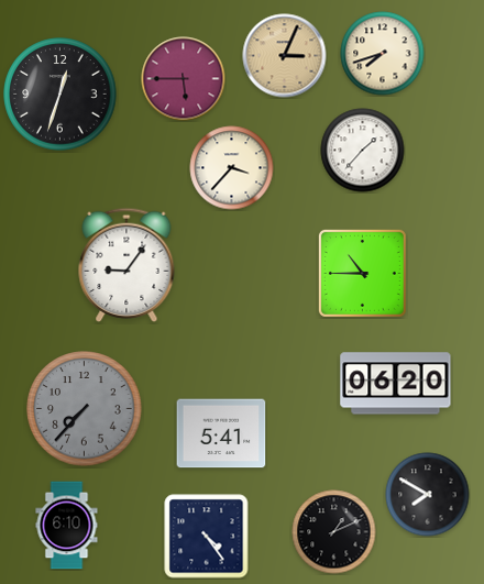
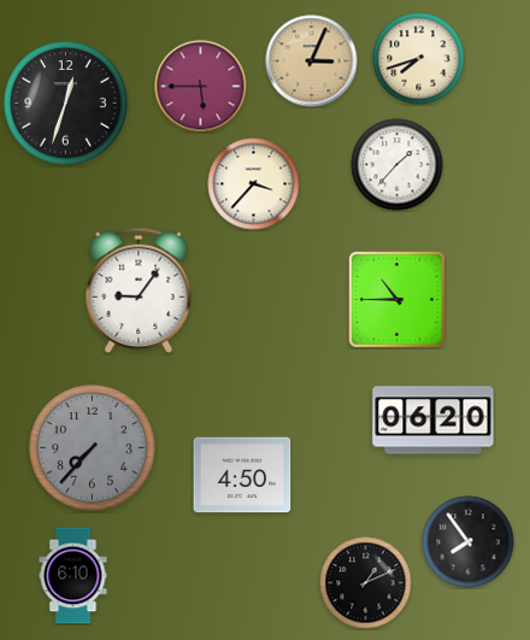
clock at (221, 433): 5:41 -> 4:50
clock at (428, 495): 7:50 -> 7:54
clock at (207, 537): 4:24 -> none
